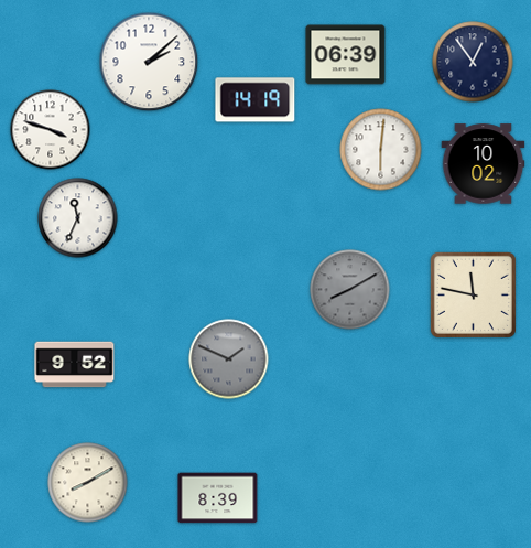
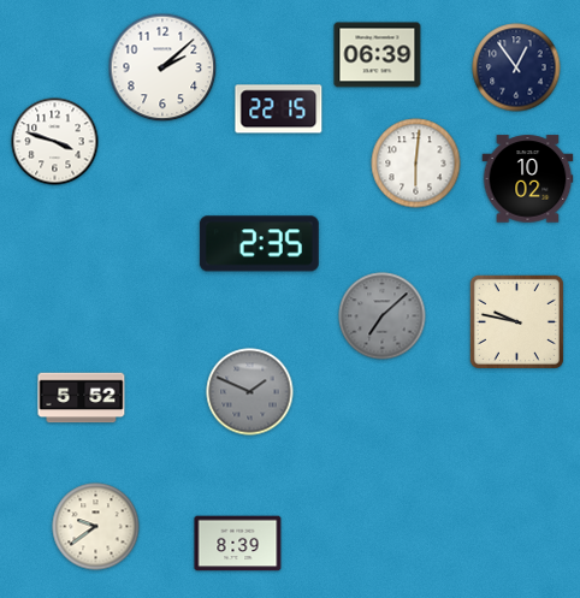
clock at (346, 55) position: (346, 55) -> (378, 55)
clock at (256, 100): 14:19 -> 22:15
clock at (78, 218): 11:34 -> none
clock at (259, 244): none -> 2:35
clock at (350, 290): 8:10 -> 7:08
clock at (473, 294): 11:47 -> 9:47
clock at (75, 365): 9:52 -> 5:52
clock at (88, 483): 8:10 -> 9:39
